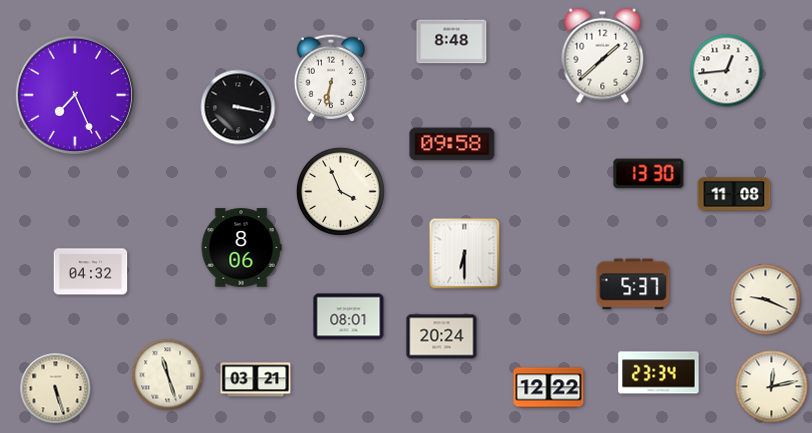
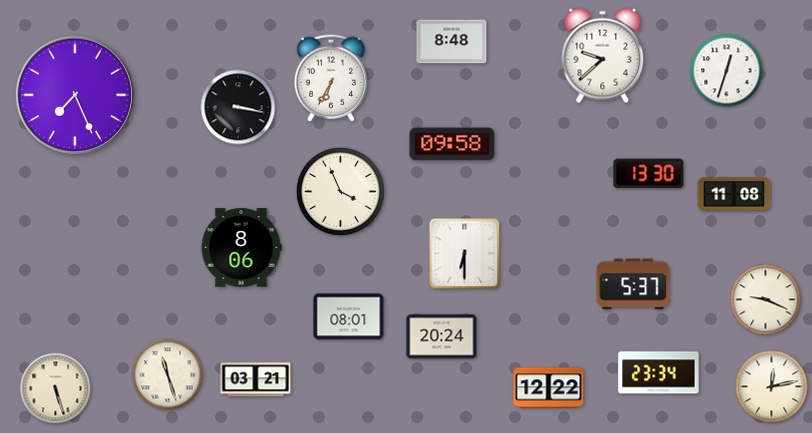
clock at (603, 56): 1:38 -> 9:38
clock at (727, 71): 12:44 -> 12:33
clock at (330, 78): 6:32 -> 6:35
clock at (91, 272): 04:32 -> none
